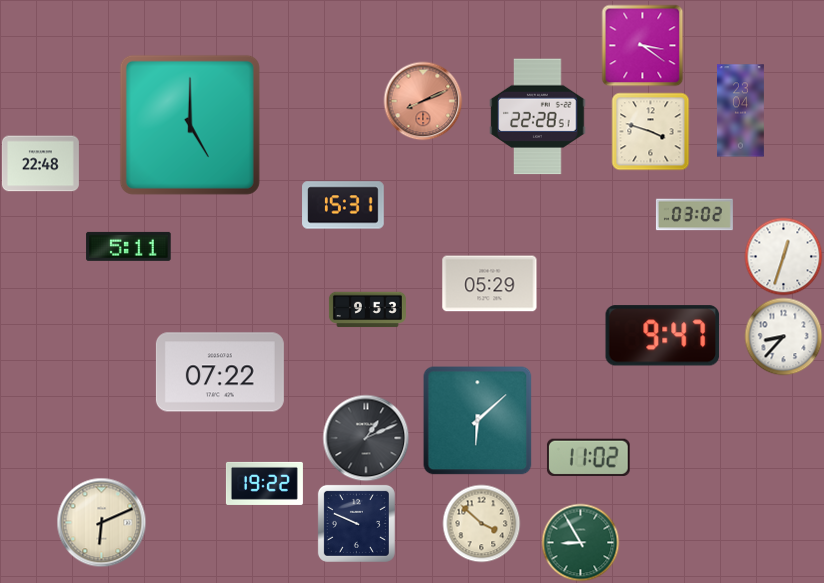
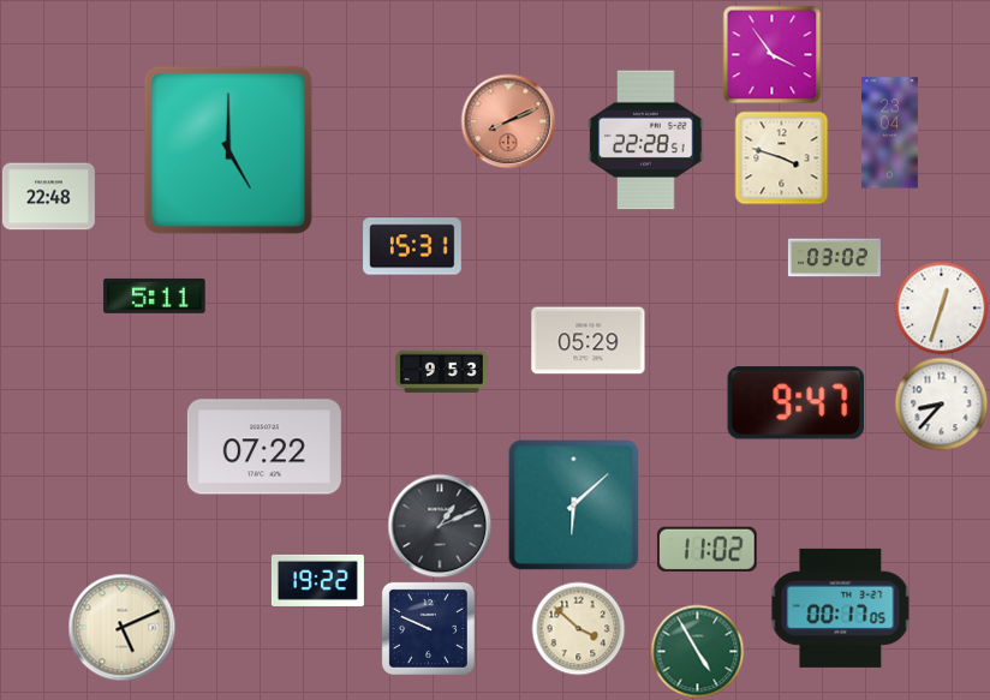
clock at (642, 45): 3:21 -> 3:54
clock at (841, 608): none -> 00:17
clock at (101, 522): 6:11 -> 5:11
clock at (580, 542): 8:55 -> 4:55
